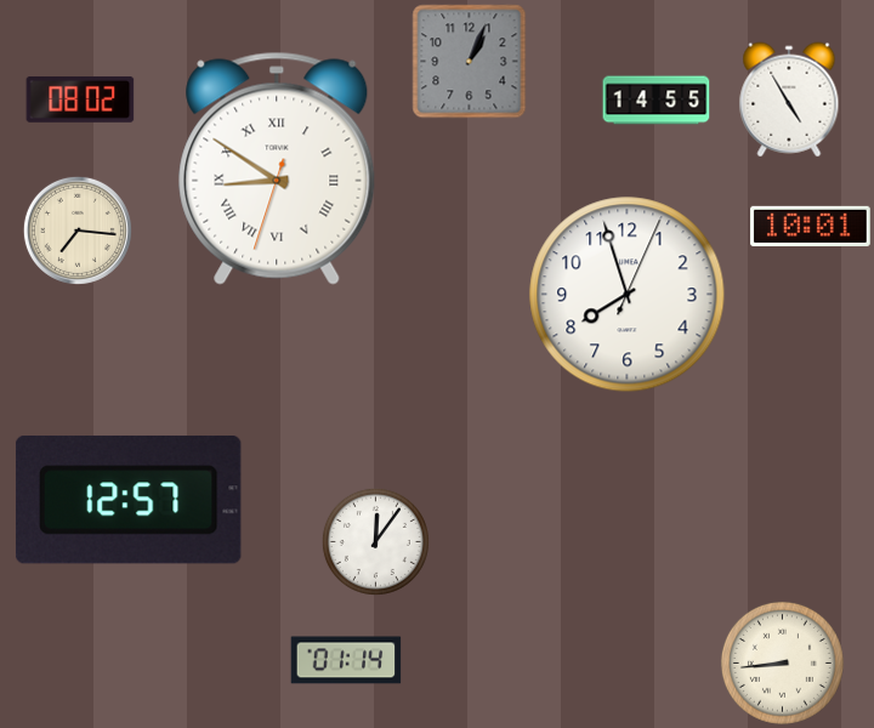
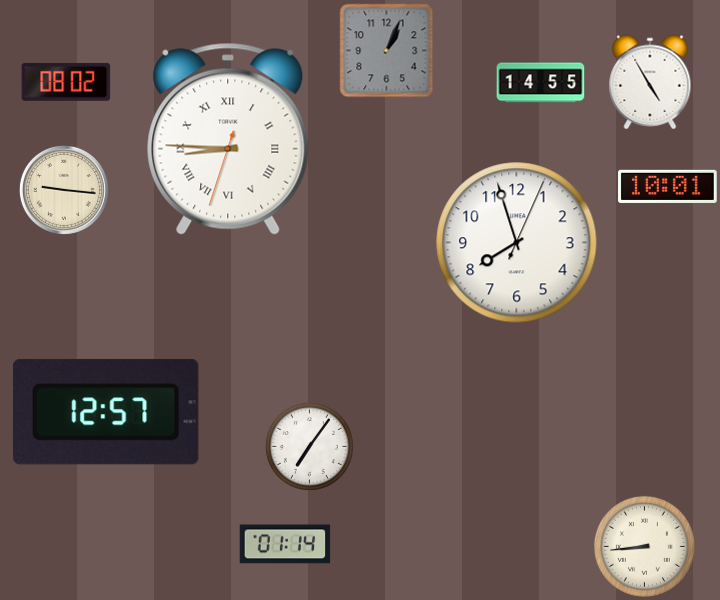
clock at (277, 169): 8:50 -> 8:45
clock at (78, 231): 7:16 -> 9:16
clock at (375, 541): 12:06 -> 7:06
